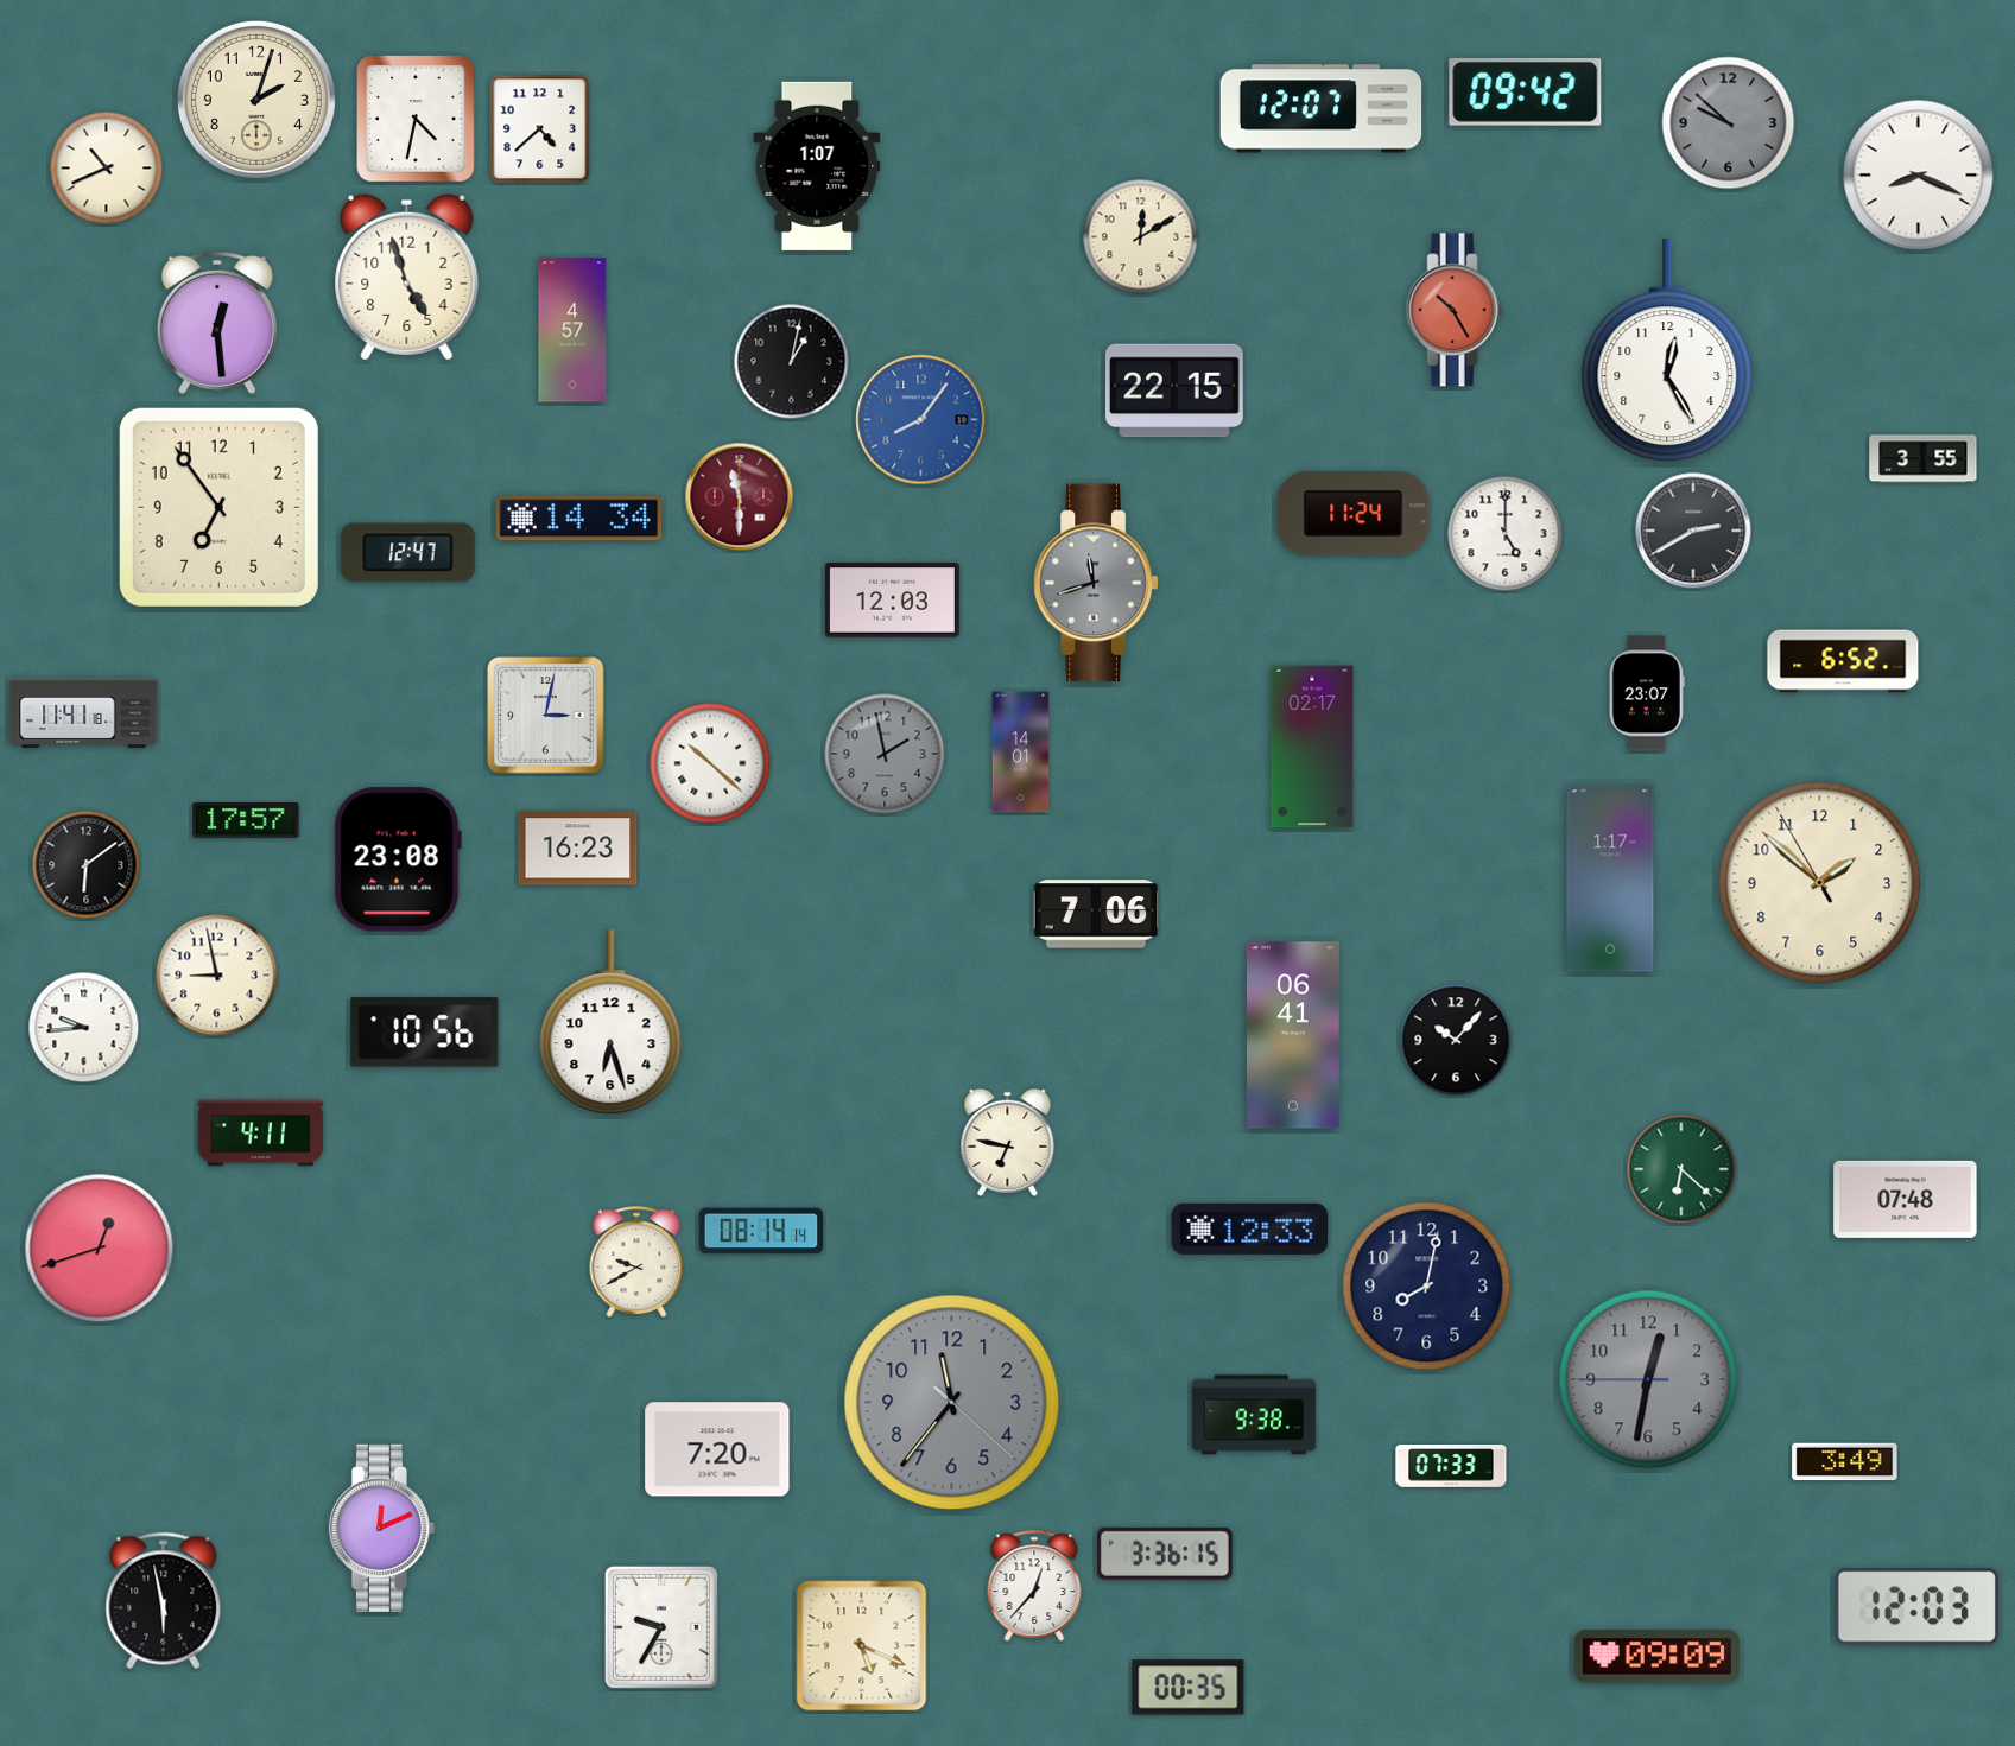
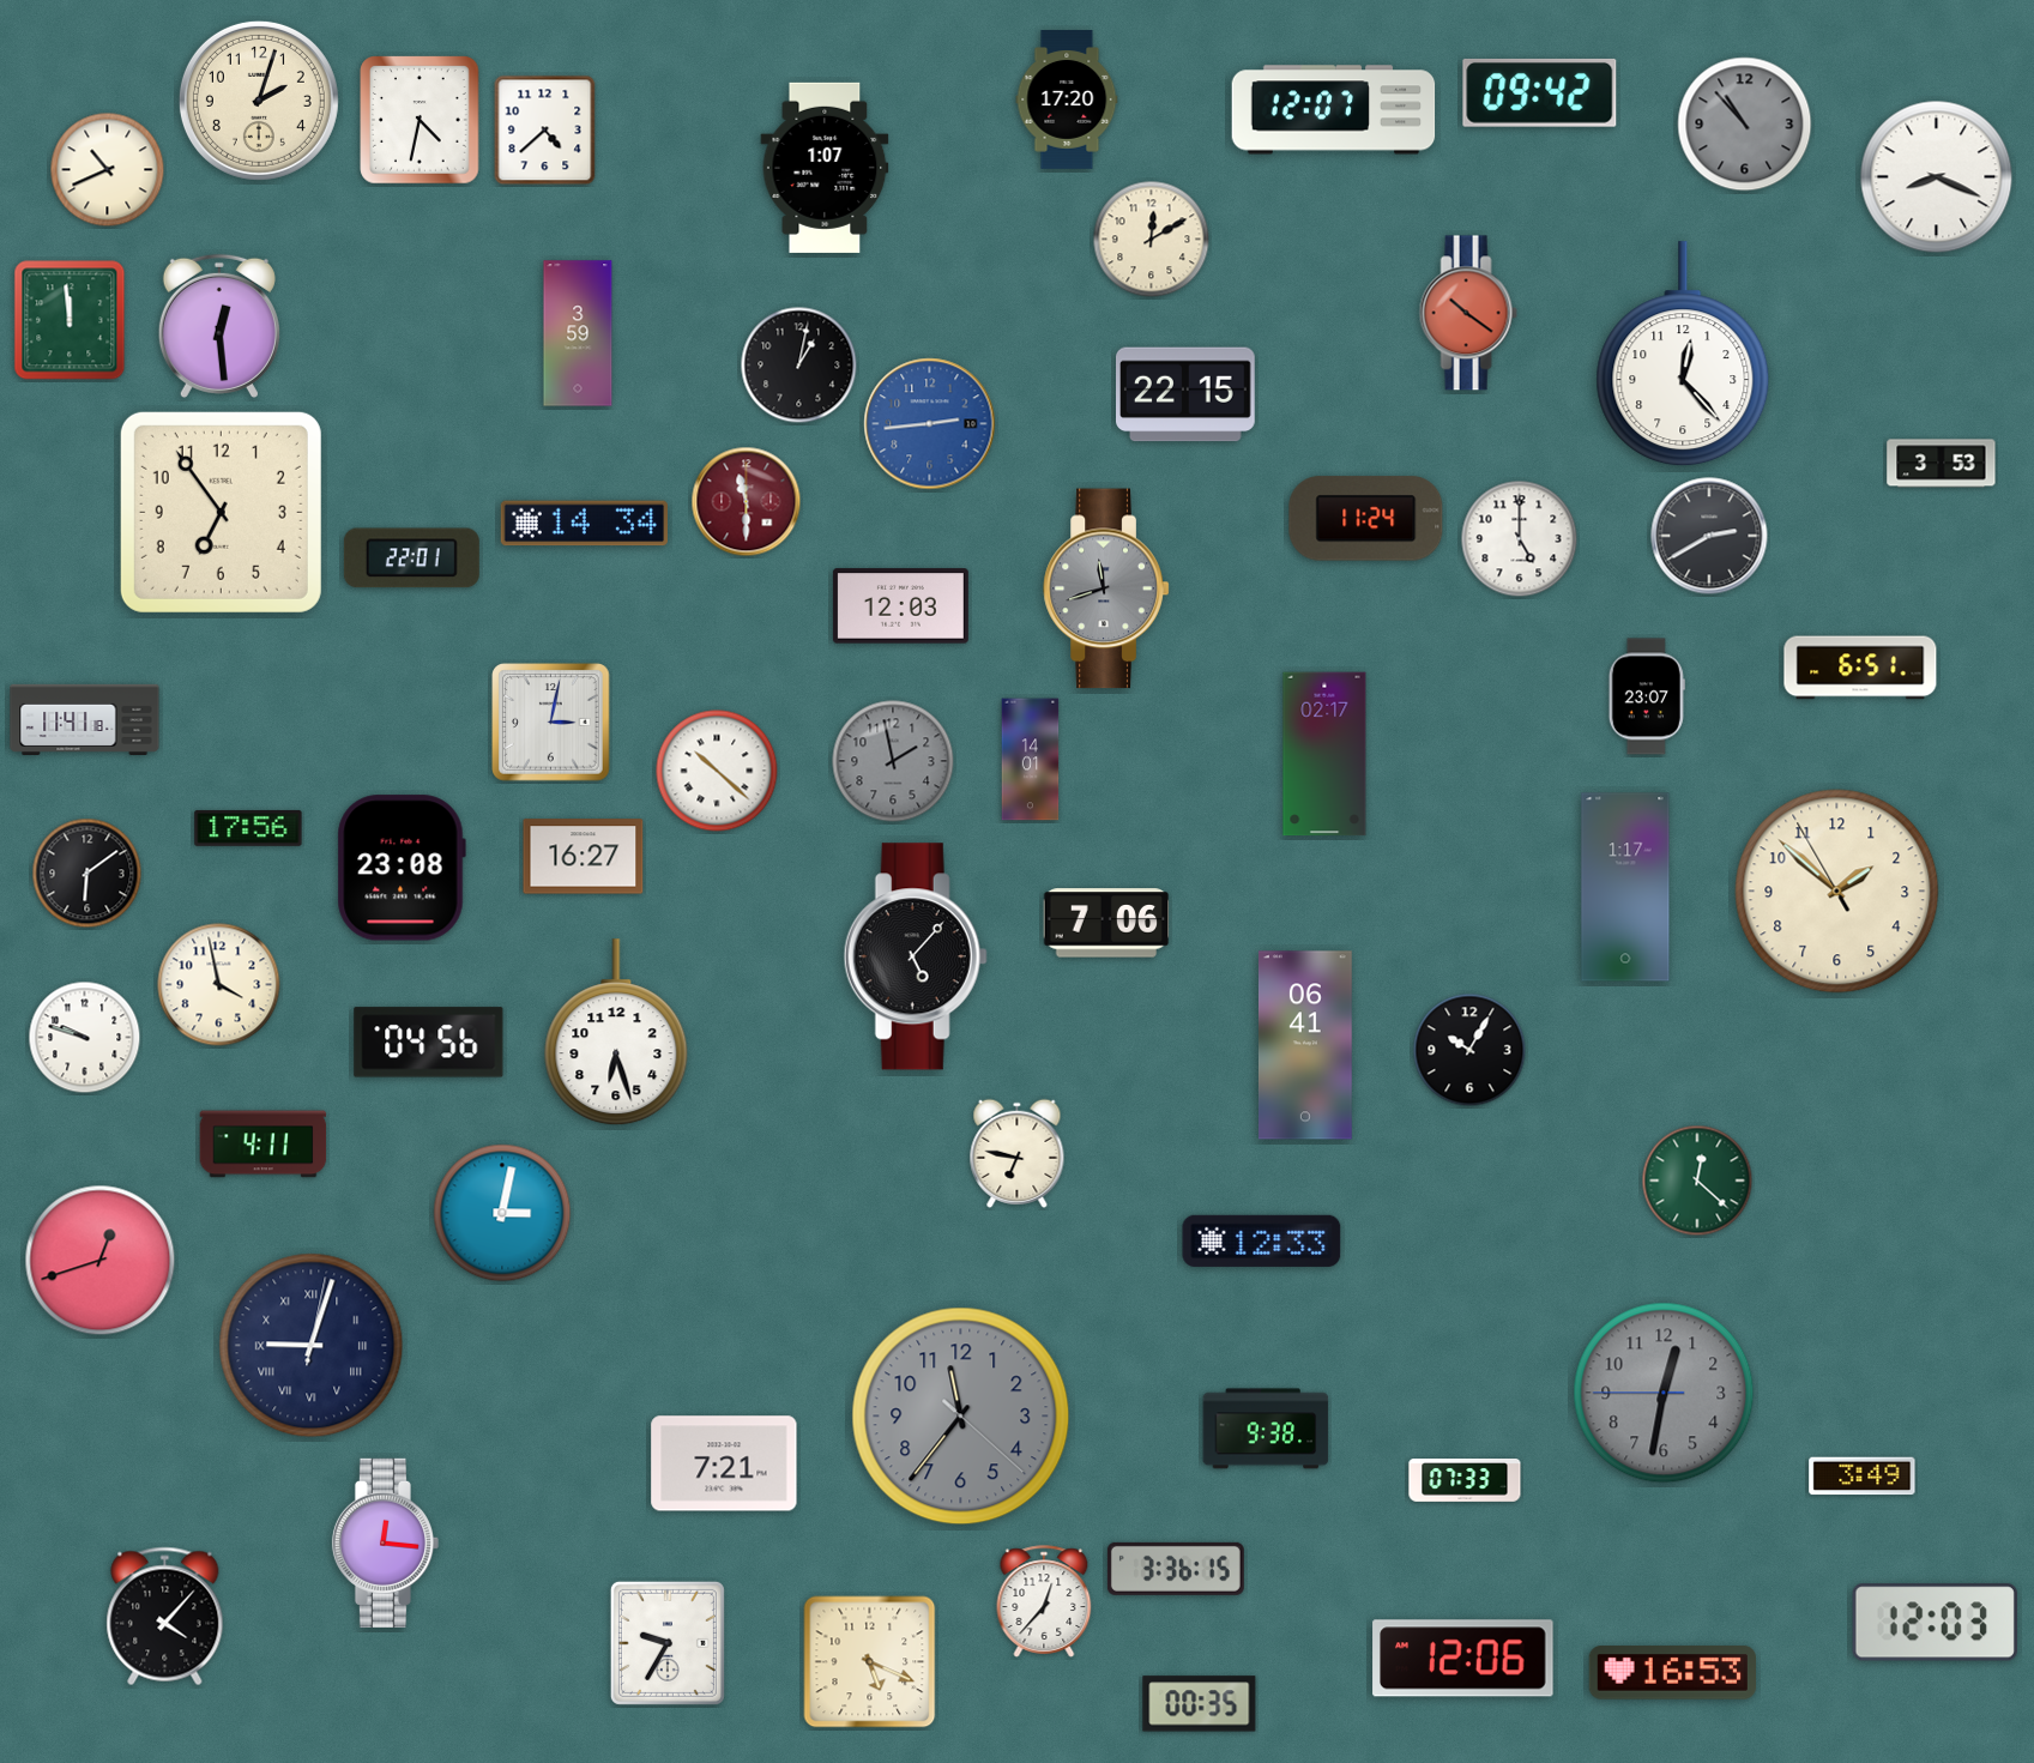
clock at (1067, 99): none -> 17:20
clock at (1729, 123): 9:52 -> 10:53
clock at (407, 278): 4:57 -> none
clock at (1455, 310): 10:25 -> 10:21
clock at (70, 320): none -> 11:59
clock at (572, 330): 4:57 -> 3:59
clock at (1667, 351): 12:25 -> 12:23
clock at (921, 420): 8:06 -> 2:44
clock at (1924, 459): 3:55 -> 3:53
clock at (407, 553): 12:47 -> 22:01
clock at (1843, 661): 6:52 -> 6:51
clock at (1647, 693) position: (1647, 693) -> (1647, 696)
clock at (246, 820): 17:57 -> 17:56
clock at (578, 849): 16:23 -> 16:27
clock at (916, 956): none -> 5:07
clock at (217, 976): 8:58 -> 3:58
clock at (84, 1028): 9:44 -> 9:48
clock at (425, 1033): 10:56 -> 04:56
clock at (1456, 1040): 10:07 -> 10:05
clock at (1681, 1169): 6:22 -> 12:22
clock at (1906, 1199): 07:48 -> none
clock at (502, 1213): none -> 3:02
clock at (761, 1231): 08:14 -> none
clock at (636, 1262): 9:40 -> none
clock at (1427, 1287): 8:02 -> none
clock at (312, 1346): none -> 9:03
clock at (717, 1449): 7:20 -> 7:21
clock at (381, 1528): 12:11 -> 12:16
clock at (164, 1601): 5:58 -> 4:07
clock at (1463, 1659): none -> 12:06
clock at (1656, 1657): 09:09 -> 16:53
